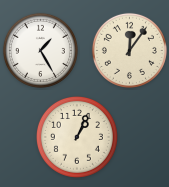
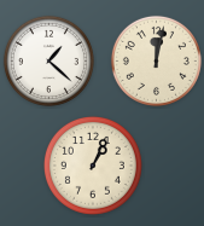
clock at (40, 50): 1:25 -> 1:22
clock at (129, 50): 12:06 -> 12:02
